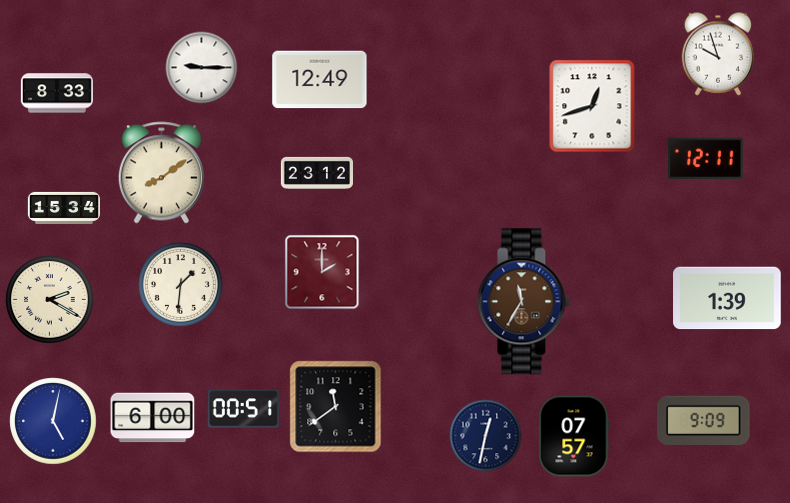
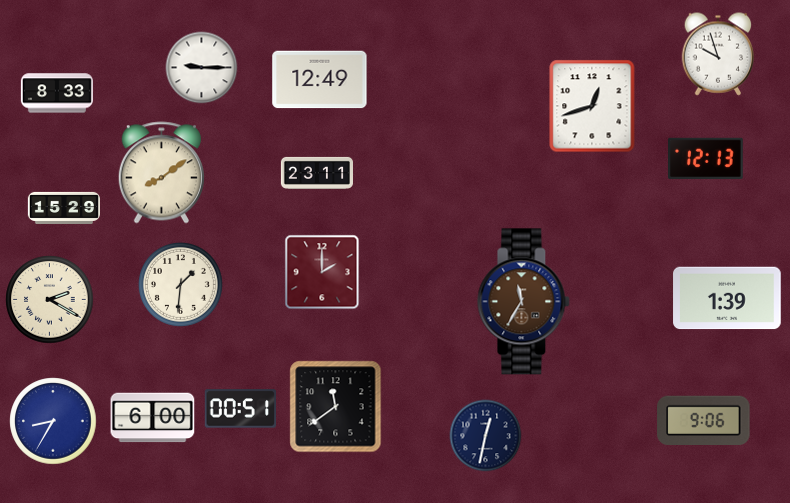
clock at (706, 158): 12:11 -> 12:13
clock at (316, 173): 23:12 -> 23:11
clock at (63, 208): 15:34 -> 15:29
clock at (243, 409) position: (243, 409) -> (240, 409)
clock at (53, 421): 5:02 -> 8:35
clock at (704, 421): 9:09 -> 9:06
clock at (574, 436): 07:57 -> none
